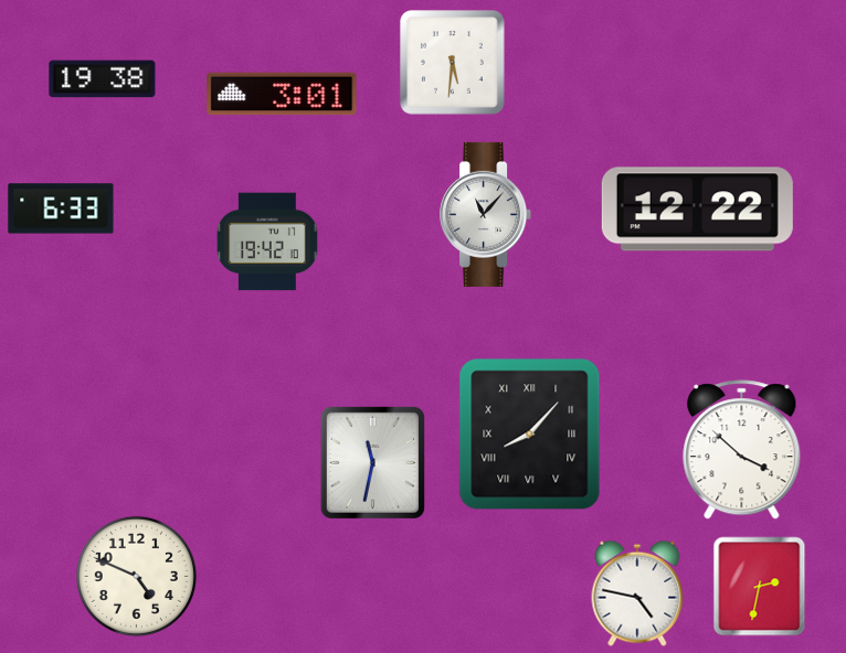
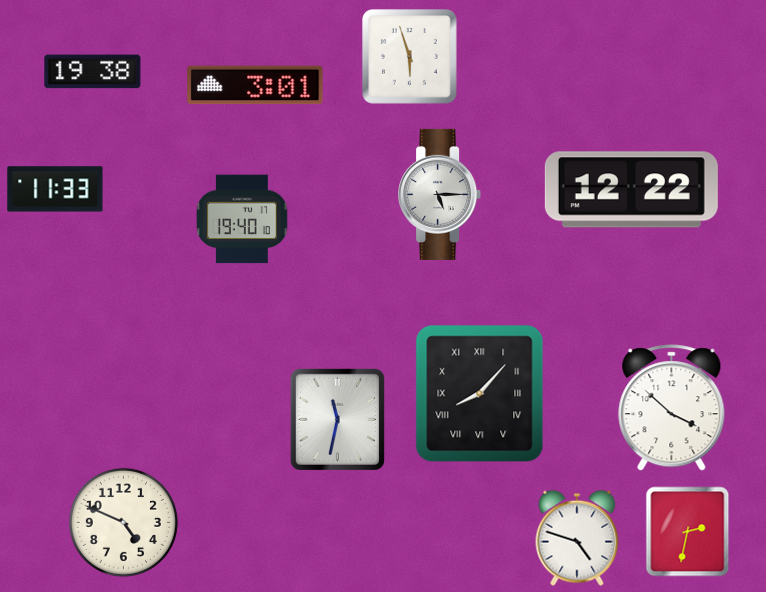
clock at (453, 63): 5:31 -> 5:57
clock at (61, 208): 6:33 -> 11:33
clock at (486, 214): 11:07 -> 5:15
clock at (267, 242): 19:42 -> 19:40
clock at (637, 593): 4:47 -> 4:48
